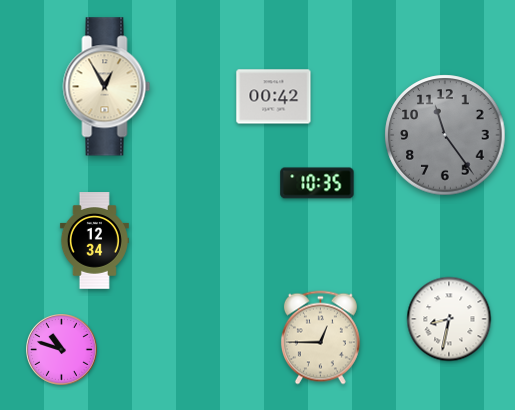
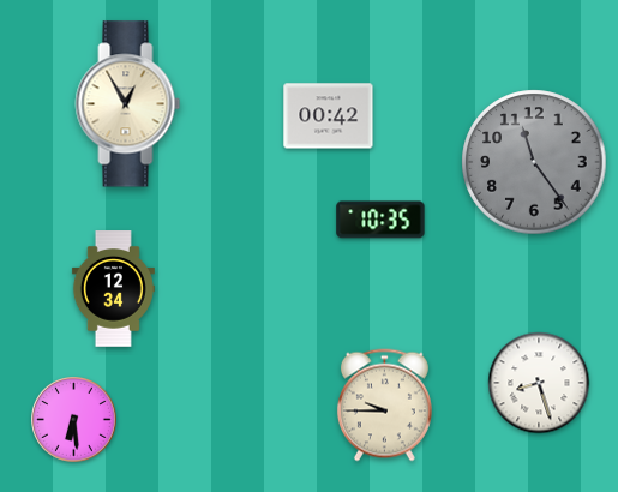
clock at (449, 319): 8:32 -> 8:27
clock at (320, 338): 12:45 -> 9:45
clock at (62, 350): 10:48 -> 6:29
